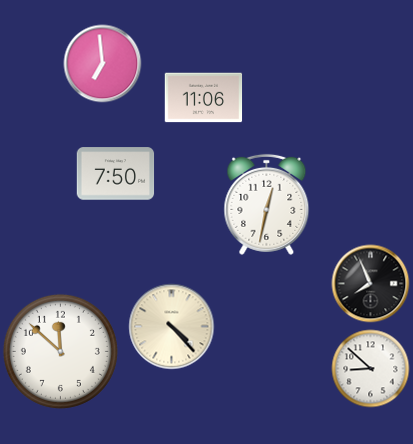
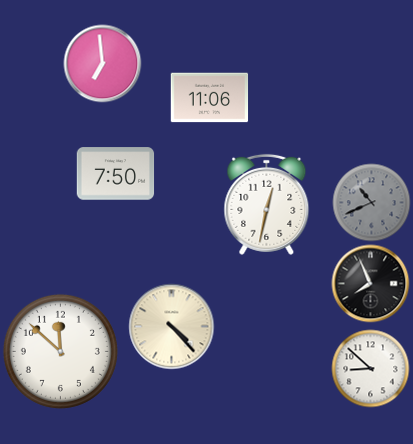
clock at (203, 98) position: (203, 98) -> (209, 98)
clock at (371, 202): none -> 10:41
